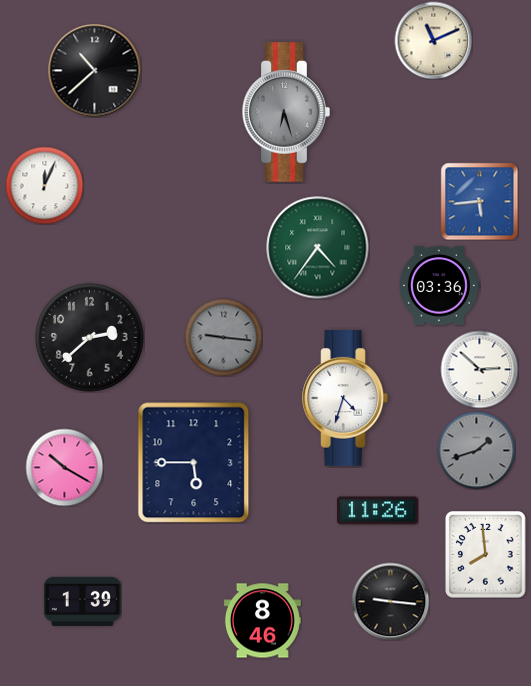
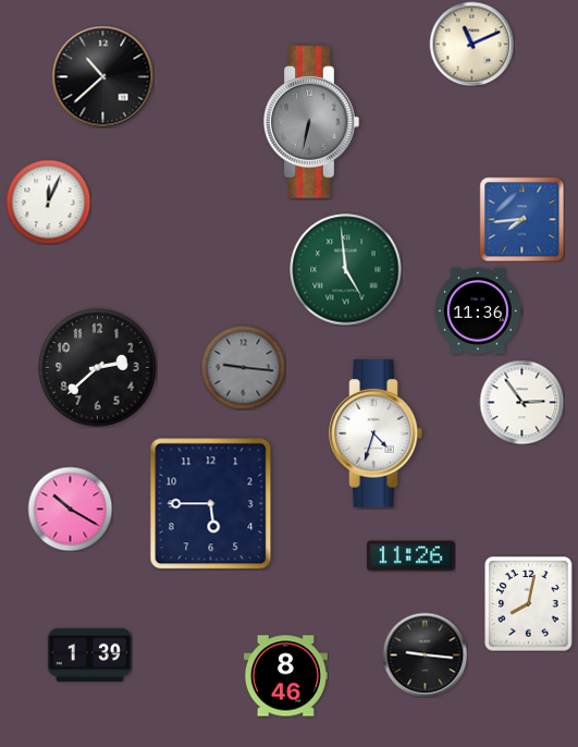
clock at (286, 112): 6:27 -> 6:32
clock at (479, 201): 5:44 -> 7:44
clock at (318, 248): 4:36 -> 4:59
clock at (439, 286): 03:36 -> 11:36
clock at (479, 369): 2:52 -> 2:54
clock at (476, 450): 1:42 -> none
clock at (486, 555): 7:59 -> 8:02
